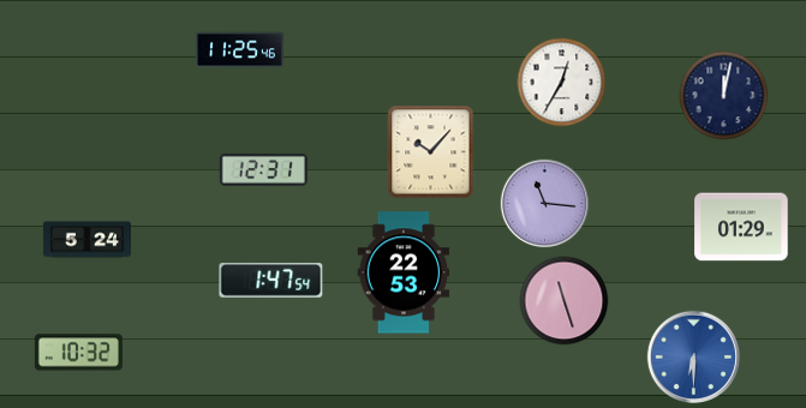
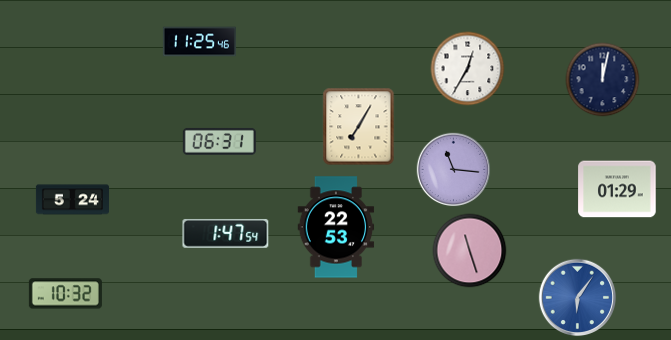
clock at (431, 152): 10:07 -> 7:05
clock at (263, 169): 12:31 -> 06:31
clock at (694, 358): 6:30 -> 6:06
